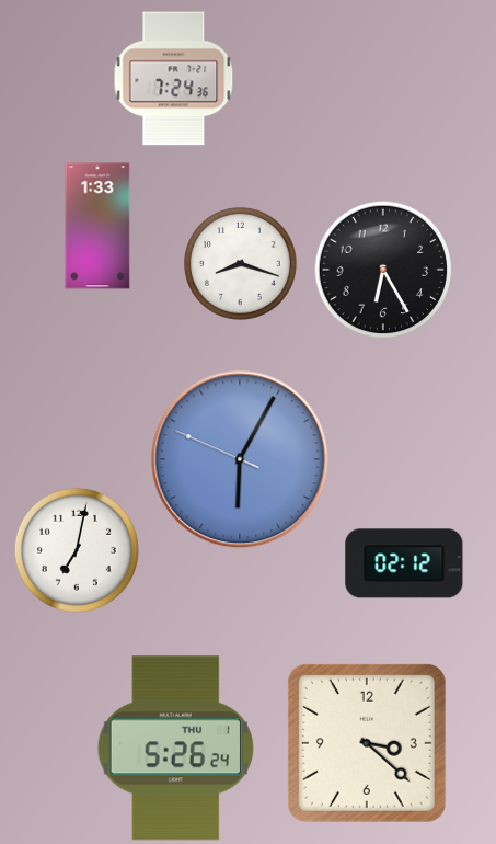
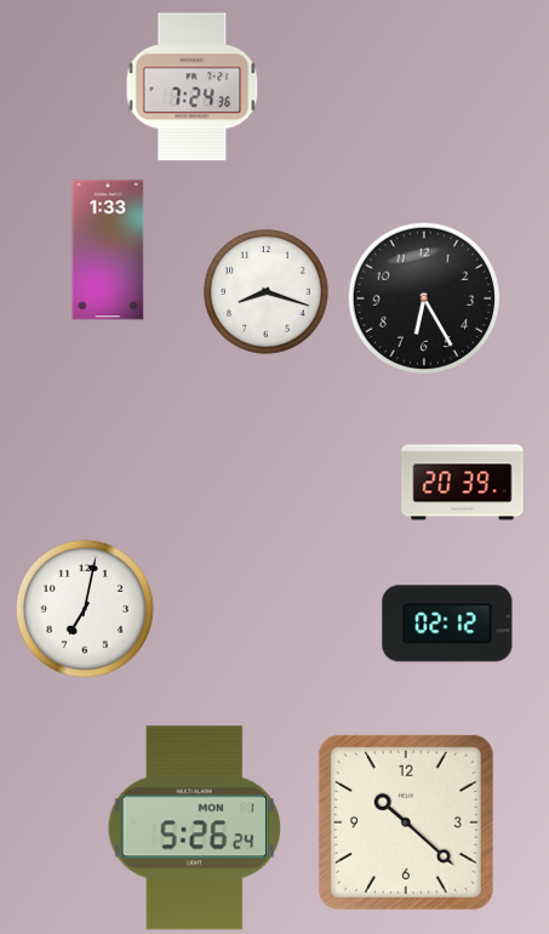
clock at (463, 483): none -> 20:39
clock at (240, 459): 6:04 -> none
clock at (367, 743): 3:22 -> 10:22
clock at (175, 749) date: THU 1 -> MON 1
